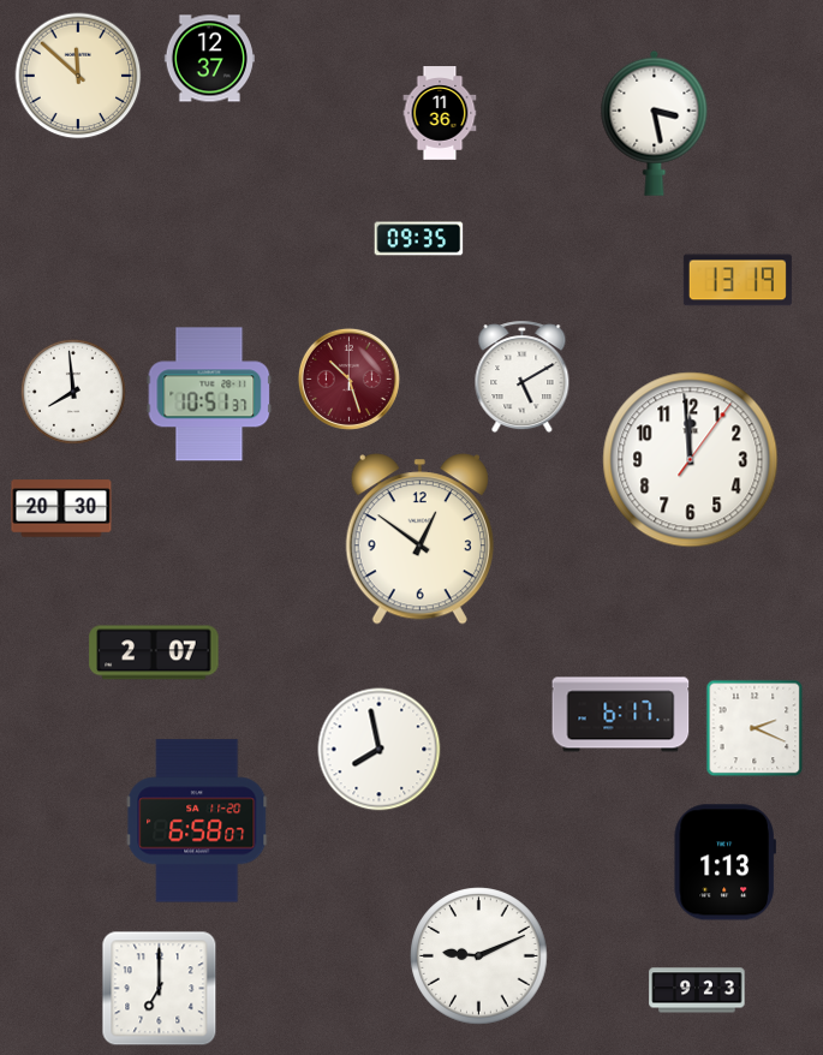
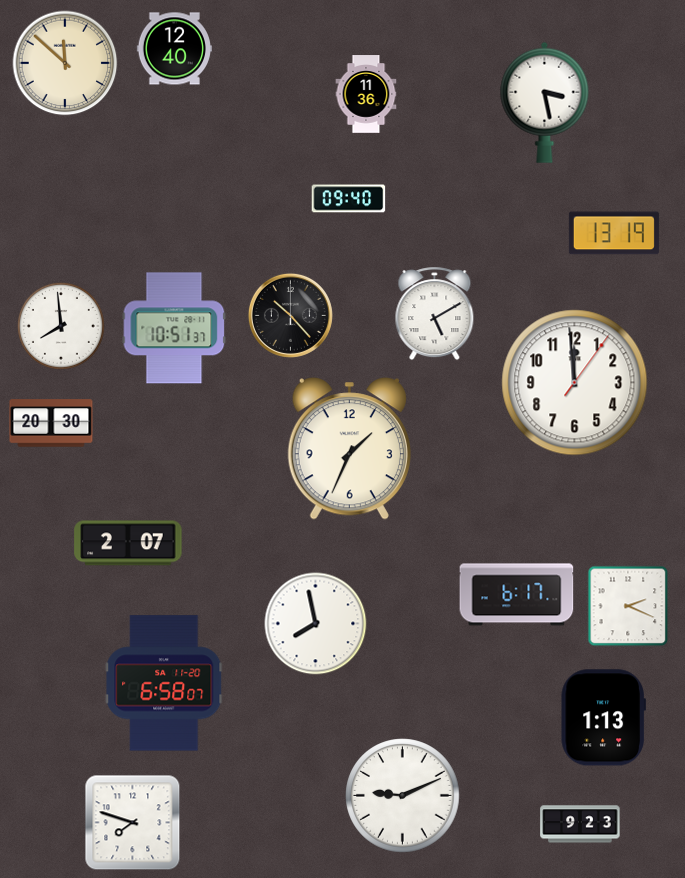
clock at (209, 59): 12:37 -> 12:40
clock at (419, 239): 09:35 -> 09:40
clock at (348, 379): 10:27 -> 10:23
clock at (348, 379) dial: burgundy -> black
clock at (419, 540): 12:51 -> 1:34
clock at (479, 956) position: (479, 956) -> (403, 796)
clock at (160, 989): 7:00 -> 7:48
